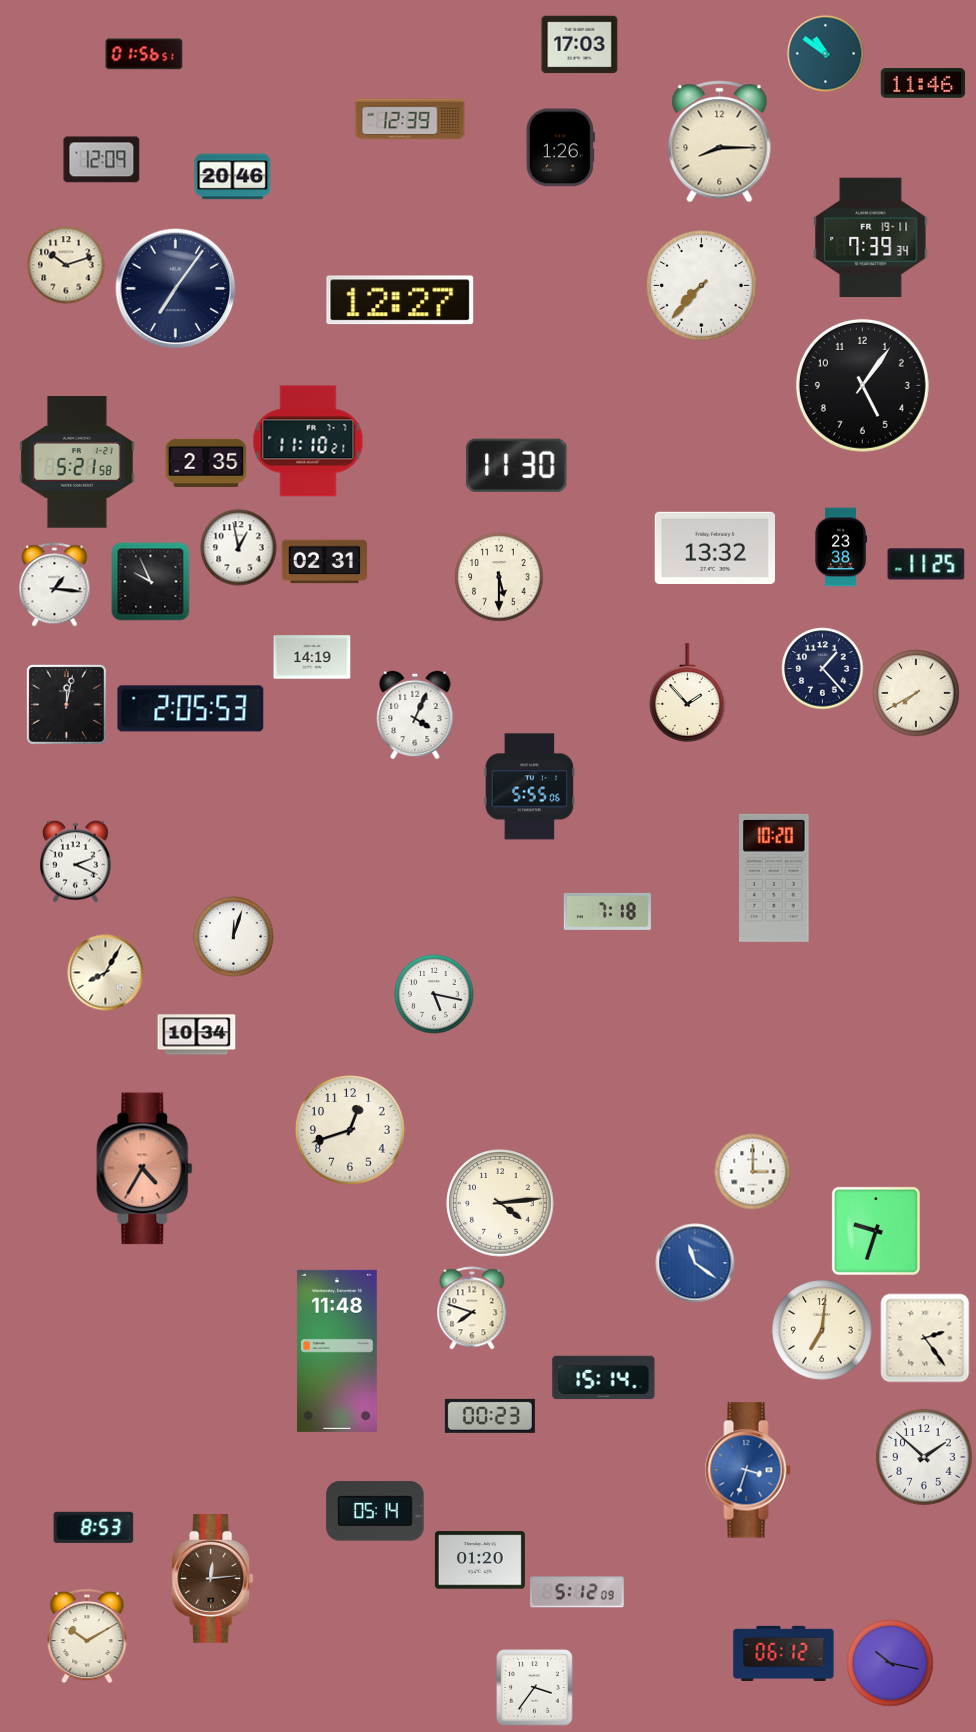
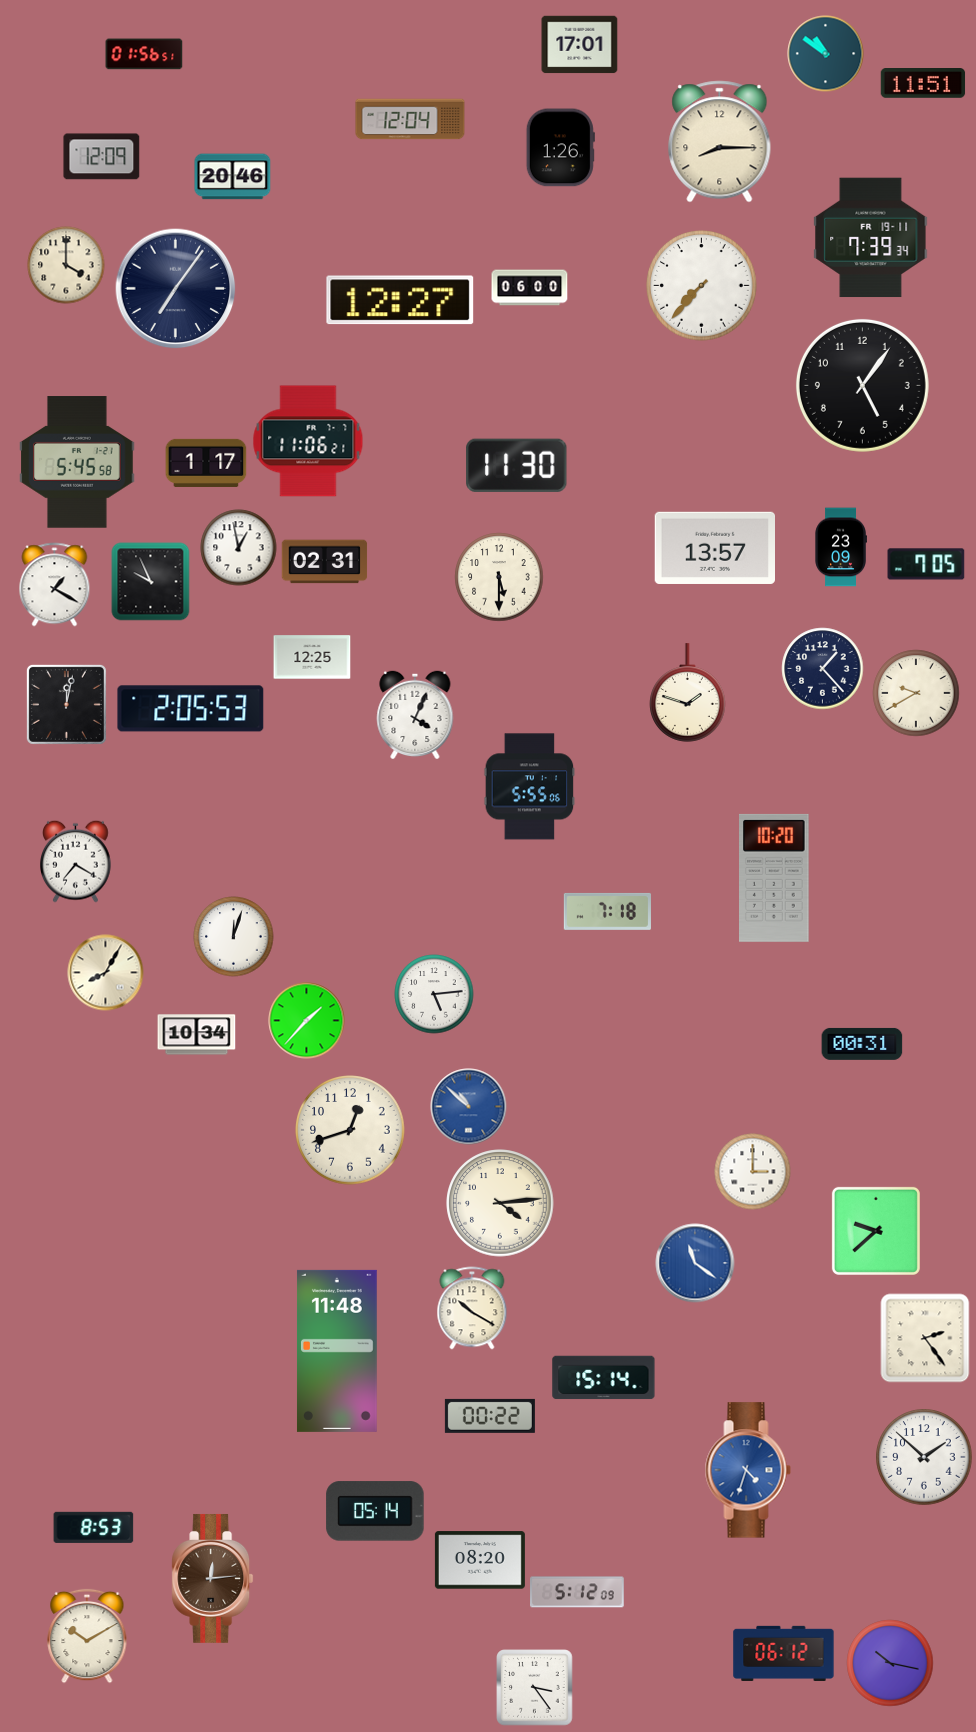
clock at (580, 45): 17:03 -> 17:01
clock at (923, 84): 11:46 -> 11:51
clock at (410, 119): 12:39 -> 12:04
clock at (102, 160) position: (102, 160) -> (102, 157)
clock at (66, 265): 10:12 -> 4:00
clock at (530, 288): none -> 06:00
clock at (308, 441): 11:10 -> 11:06
clock at (77, 462): 5:21 -> 5:45
clock at (206, 463): 2:35 -> 1:17
clock at (841, 547): 23:38 -> 23:09
clock at (714, 548): 13:32 -> 13:57
clock at (926, 564): 11:25 -> 7:05
clock at (55, 585): 1:16 -> 1:20
clock at (312, 657): 14:19 -> 12:25
clock at (688, 693): 1:53 -> 1:48
clock at (916, 693): 7:40 -> 9:40
clock at (76, 861): 2:19 -> 7:20
clock at (434, 994): 5:17 -> 5:14
clock at (307, 1021): none -> 1:37
clock at (862, 1044): none -> 00:31
clock at (469, 1107): none -> 10:52
clock at (145, 1169): 4:35 -> none
clock at (876, 1231): 9:33 -> 9:38
clock at (472, 1308): 7:48 -> 10:20
clock at (822, 1330): 7:01 -> none
clock at (490, 1416): 00:23 -> 00:22
clock at (748, 1470): 3:33 -> 4:33
clock at (480, 1560): 01:20 -> 08:20
clock at (535, 1688): 3:36 -> 3:24
